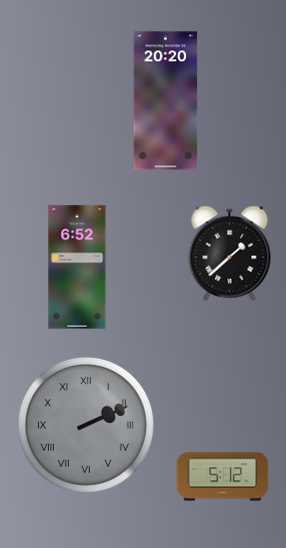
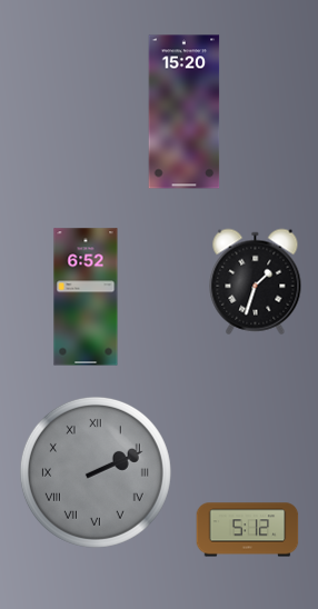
clock at (166, 101): 20:20 -> 15:20
clock at (230, 254): 1:38 -> 1:33
